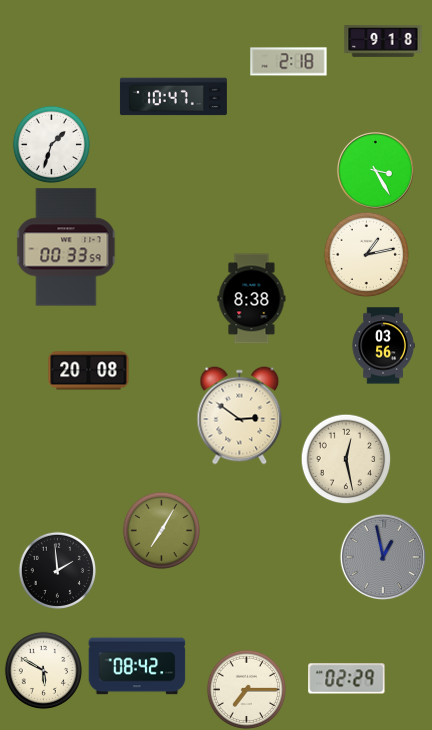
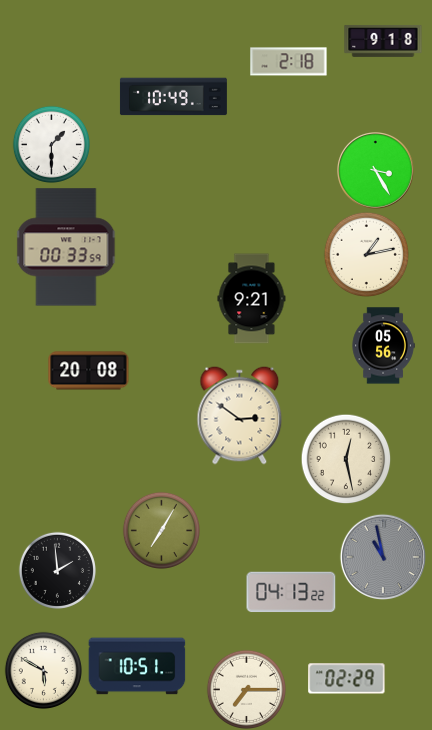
clock at (173, 97): 10:47 -> 10:49
clock at (51, 144): 1:33 -> 1:30
clock at (252, 299): 8:38 -> 9:21
clock at (383, 346): 03:56 -> 05:56
clock at (382, 556): 12:58 -> 10:58
clock at (291, 592): none -> 04:13
clock at (137, 666): 08:42 -> 10:51
